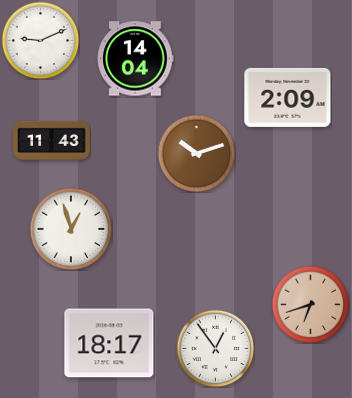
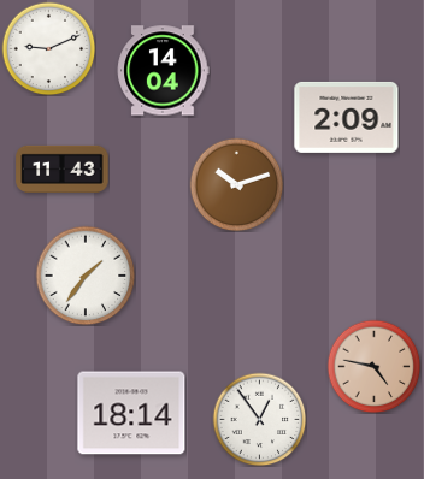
clock at (71, 229): 12:57 -> 1:36
clock at (310, 304): 6:42 -> 4:47
clock at (109, 343): 18:17 -> 18:14
